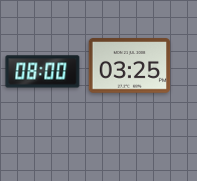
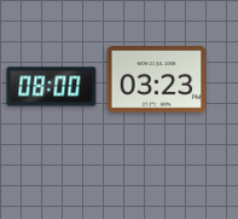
clock at (130, 66): 03:25 -> 03:23
